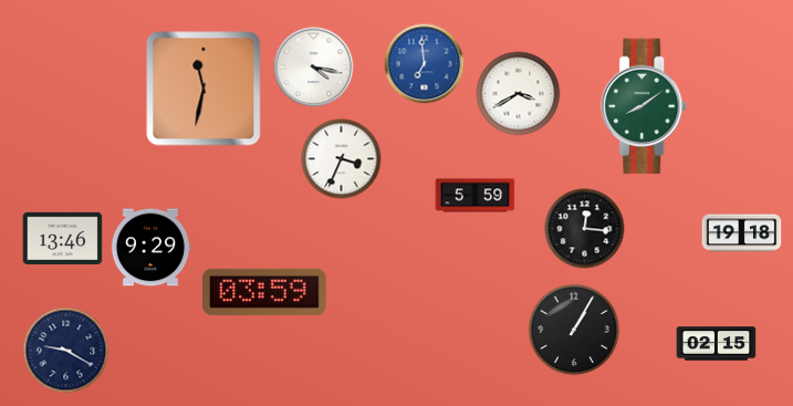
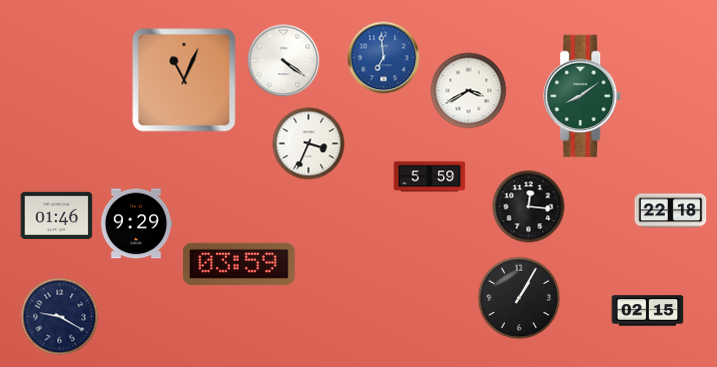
clock at (314, 67): 4:17 -> 4:21
clock at (204, 89): 11:32 -> 11:04
clock at (519, 94) position: (519, 94) -> (469, 91)
clock at (742, 233): 19:18 -> 22:18
clock at (63, 238): 13:46 -> 01:46
